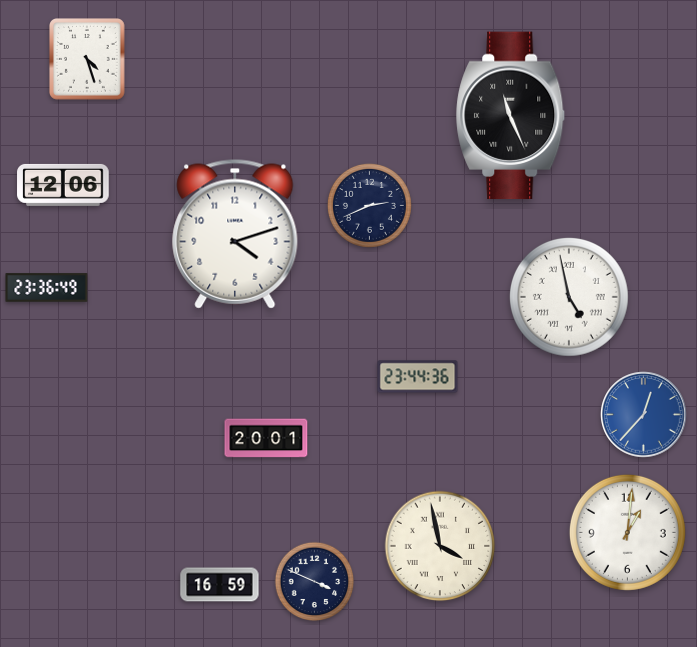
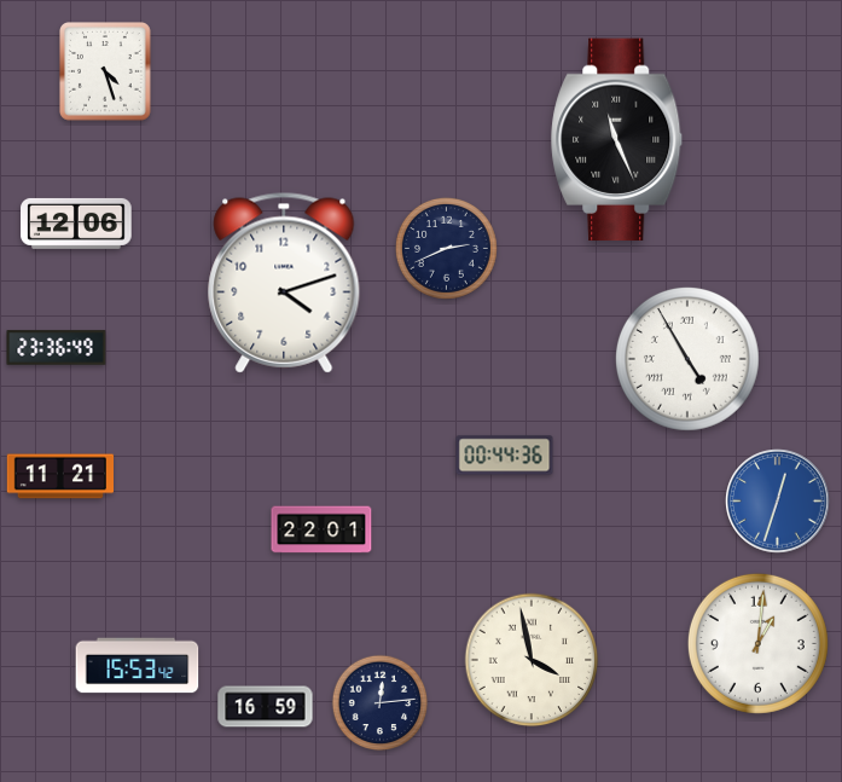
clock at (569, 297): 4:58 -> 4:55
clock at (418, 377): 23:44 -> 00:44
clock at (59, 476): none -> 11:21
clock at (644, 415): 12:37 -> 12:33
clock at (266, 438): 20:01 -> 22:01
clock at (138, 666): none -> 15:53
clock at (315, 582): 3:49 -> 12:14
